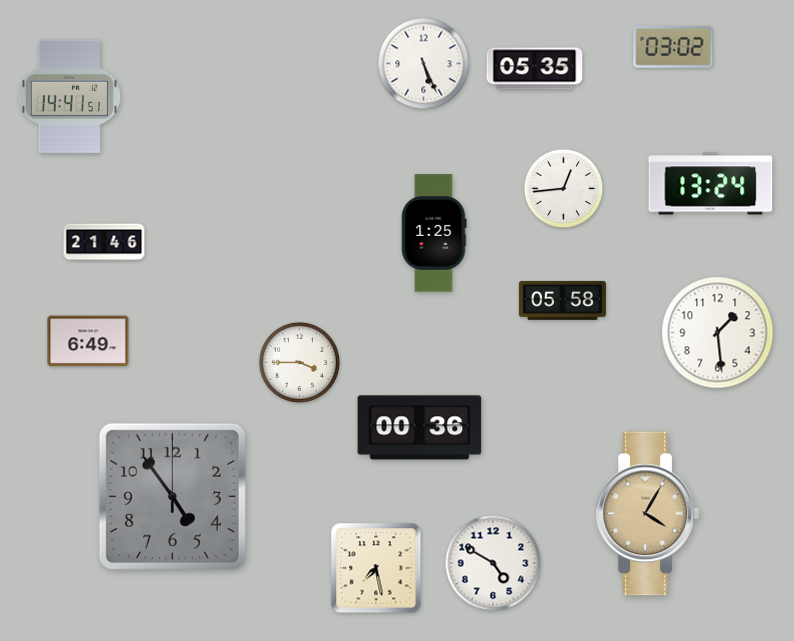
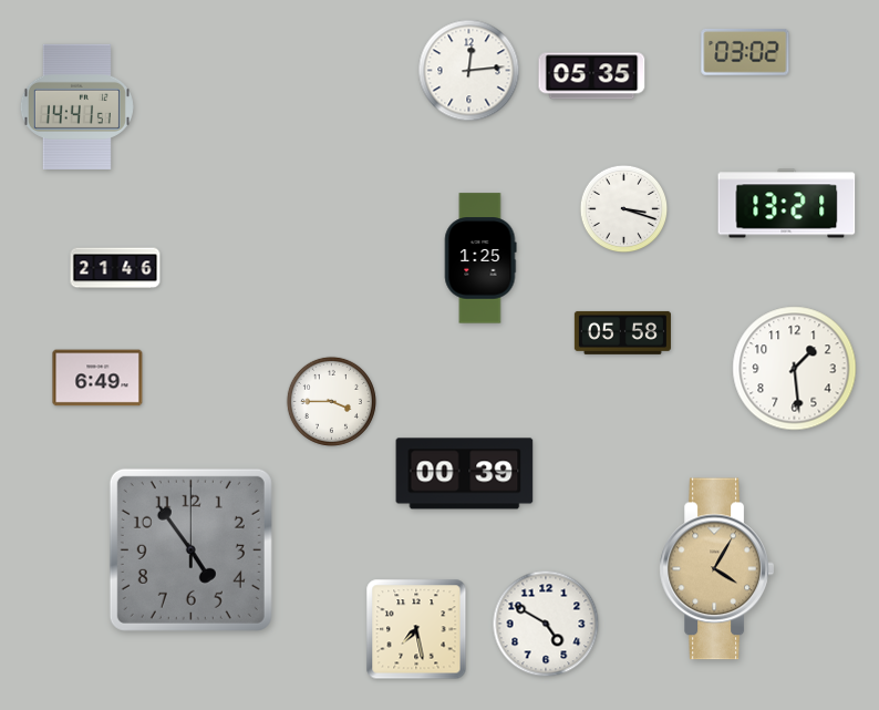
clock at (424, 64): 5:26 -> 12:14
clock at (711, 184): 13:24 -> 13:21
clock at (564, 189): 12:44 -> 3:18
clock at (420, 428): 00:36 -> 00:39
